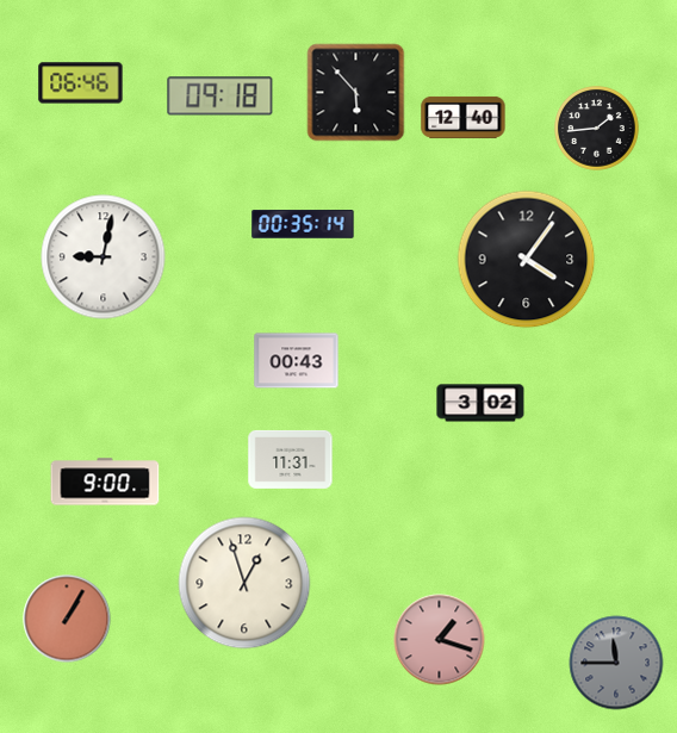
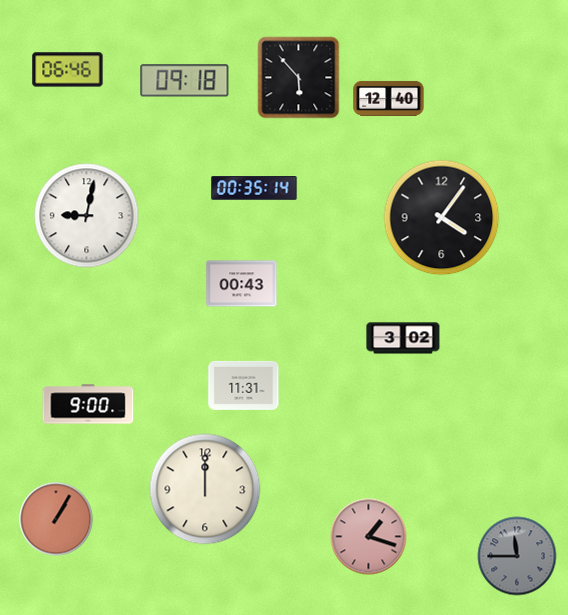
clock at (597, 129): 1:44 -> none
clock at (297, 361) position: (297, 361) -> (242, 284)
clock at (244, 583): 12:57 -> 12:00
